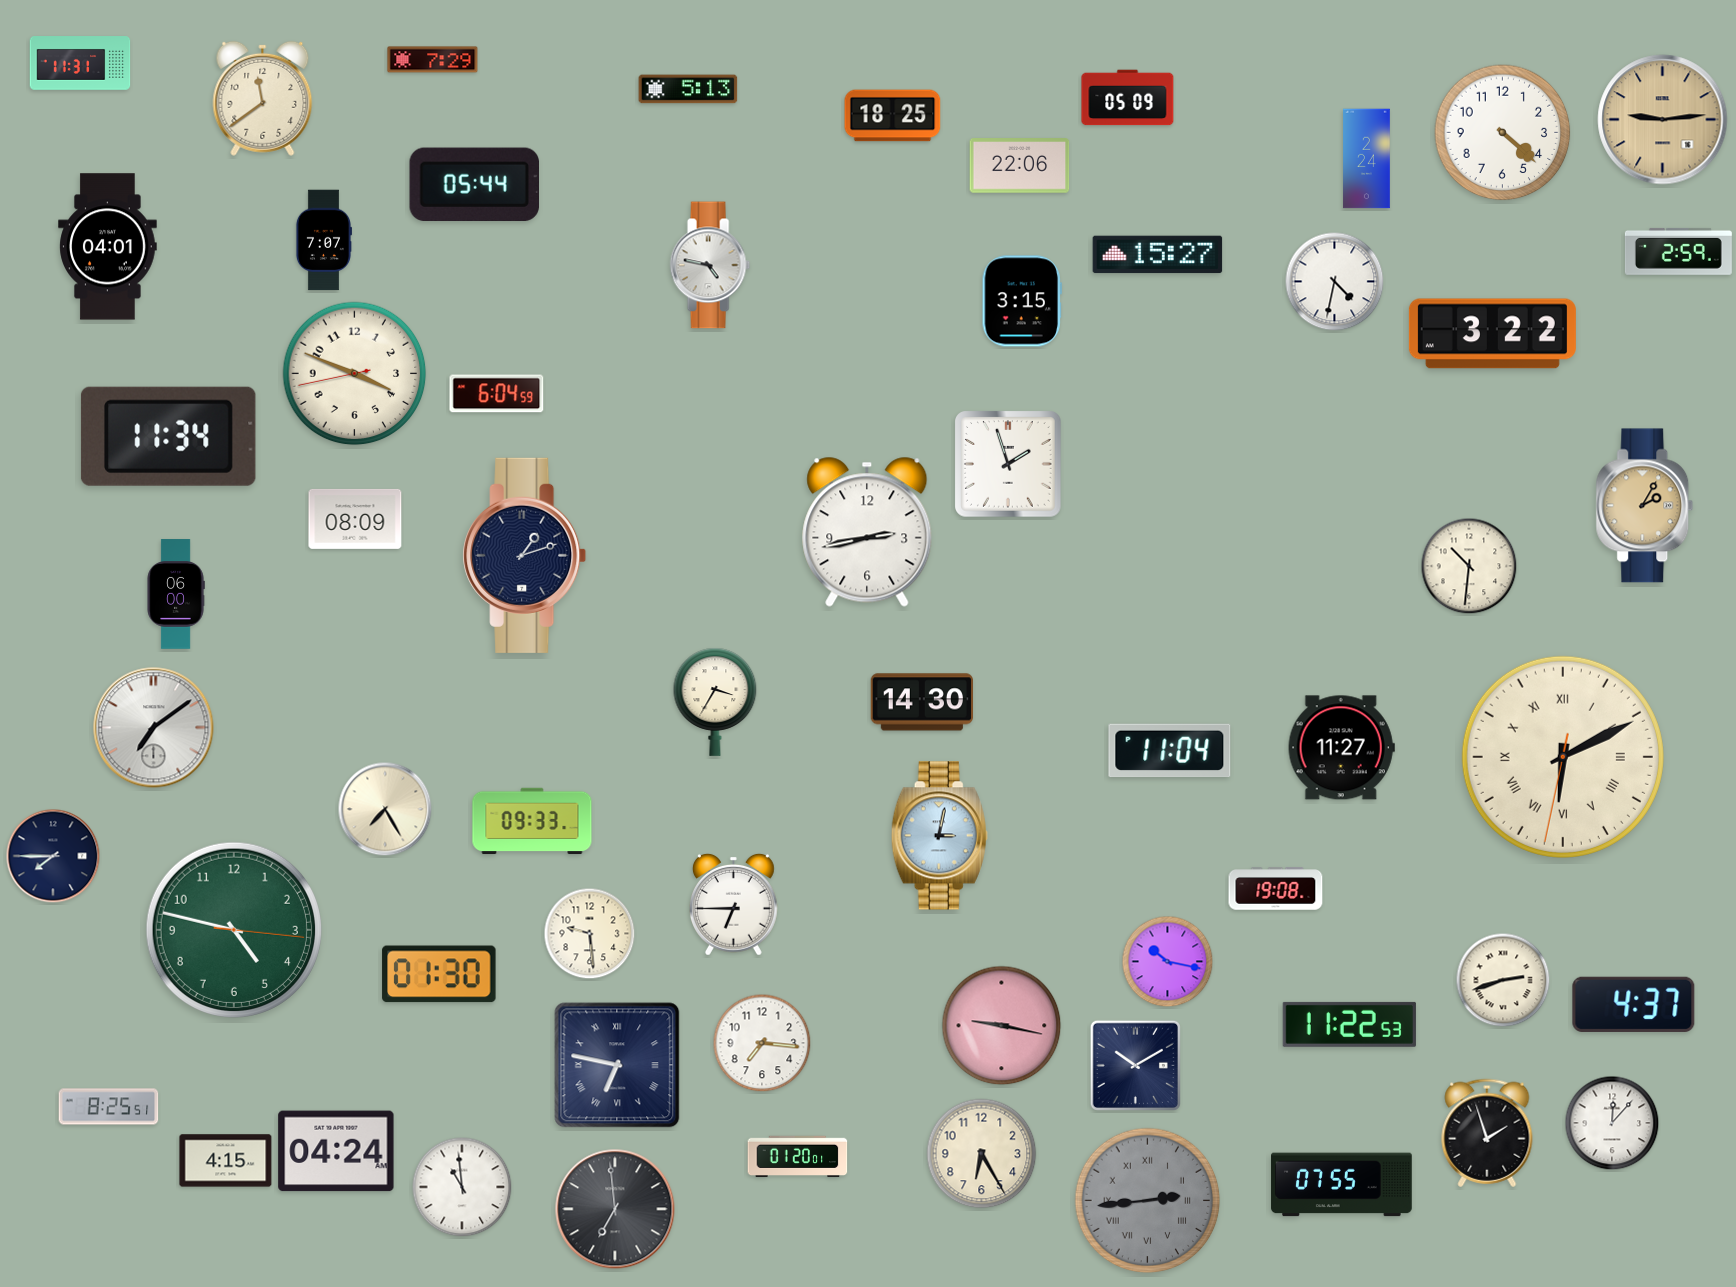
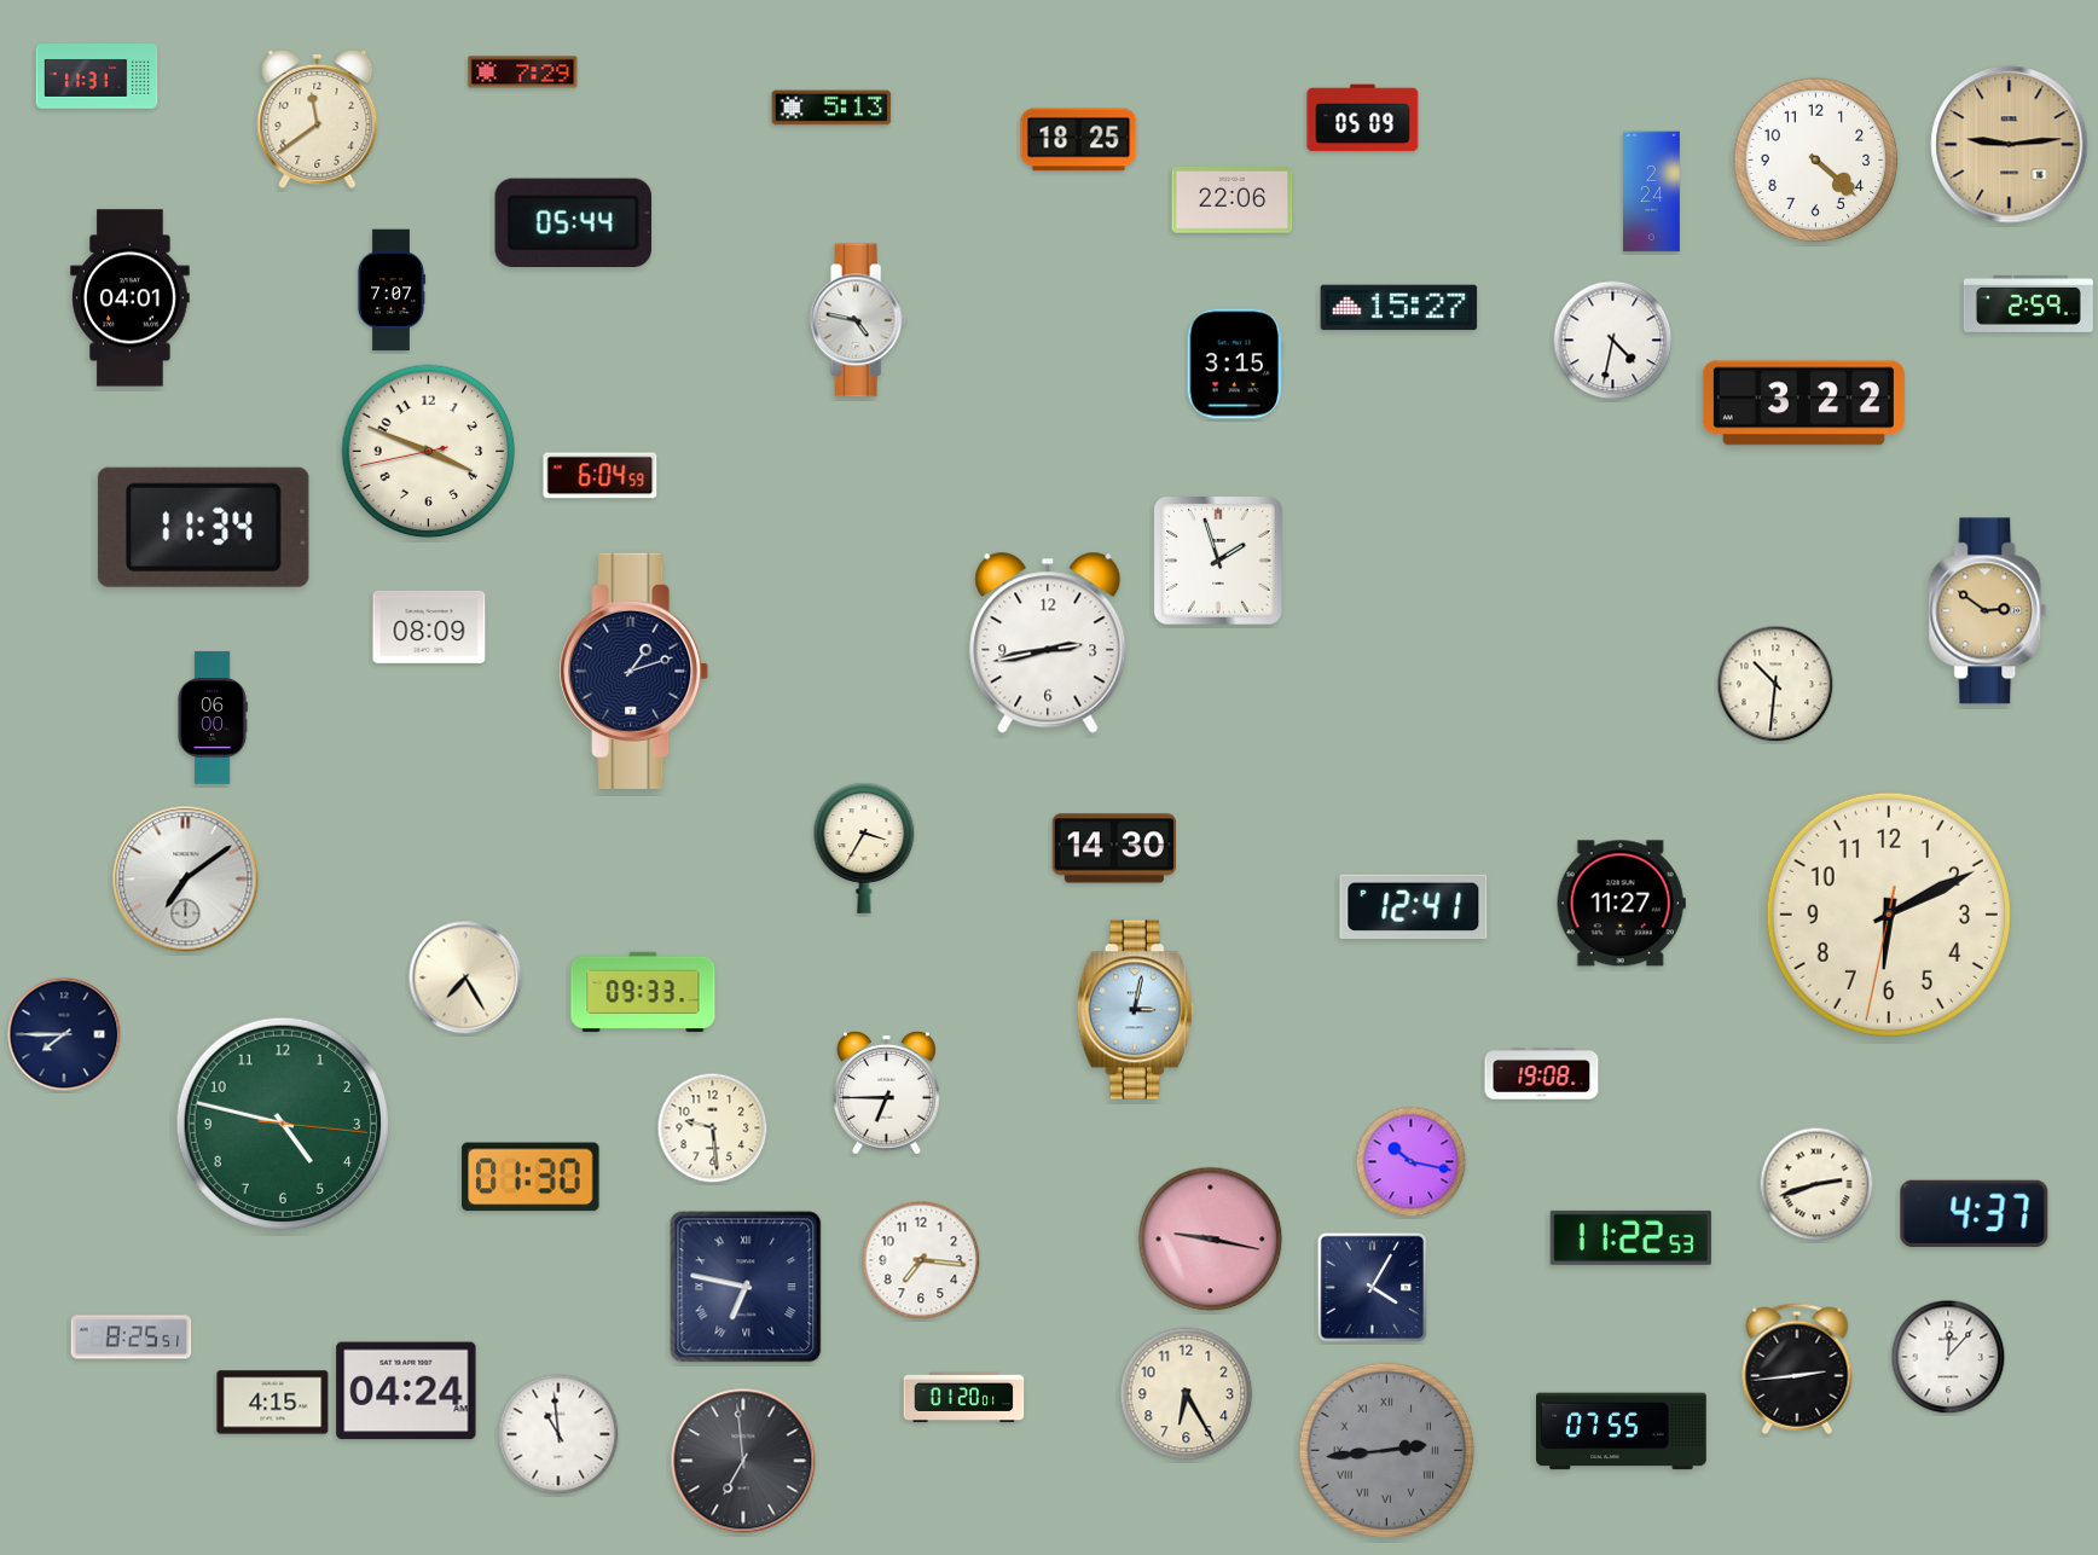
clock at (1645, 506): 2:05 -> 2:51
clock at (1170, 751): 11:04 -> 12:41
clock at (1563, 757) numerals: Roman -> Arabic
clock at (1135, 1065): 10:10 -> 4:05
clock at (1487, 1133): 1:57 -> 2:44
